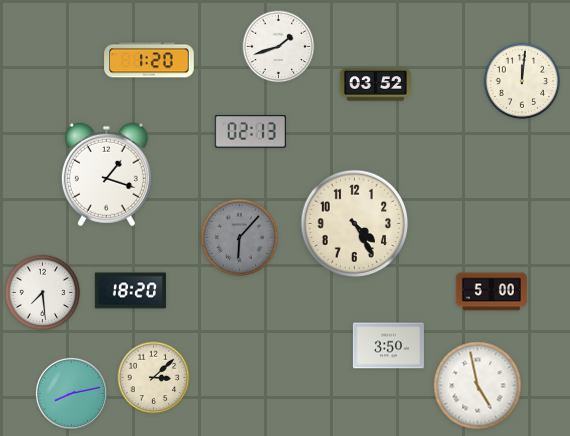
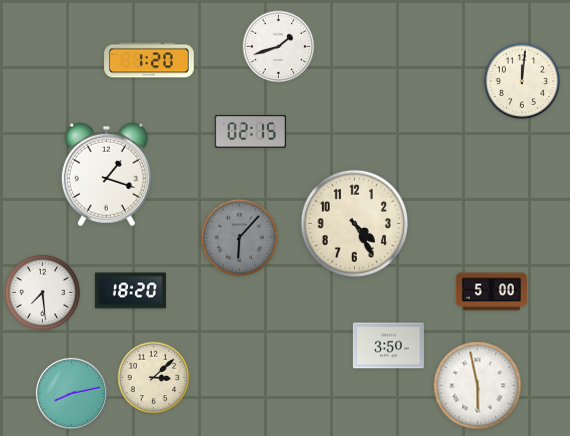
clock at (375, 85): 03:52 -> none
clock at (250, 132): 02:13 -> 02:15
clock at (478, 386): 4:58 -> 5:58
